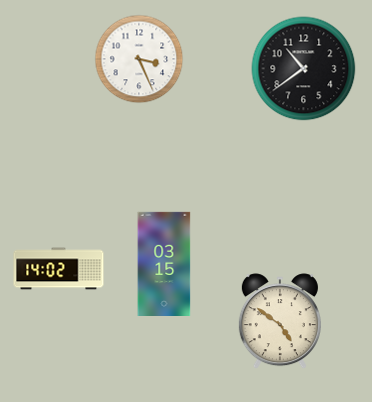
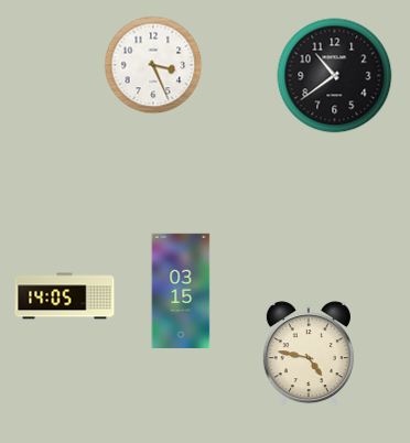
clock at (59, 269): 14:02 -> 14:05
clock at (280, 322): 4:51 -> 4:47
